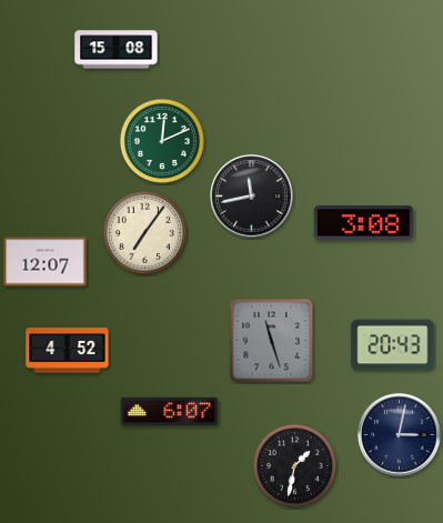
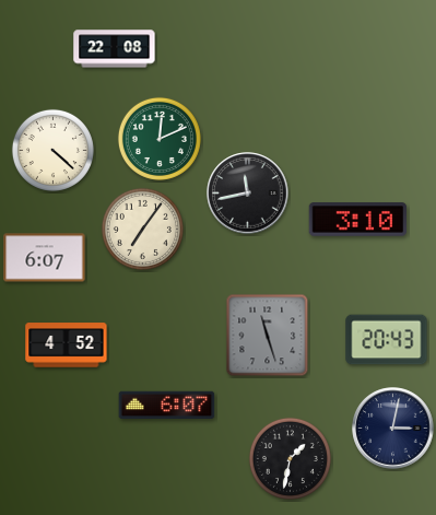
clock at (117, 50): 15:08 -> 22:08
clock at (52, 150): none -> 4:22
clock at (364, 223): 3:08 -> 3:10
clock at (46, 262): 12:07 -> 6:07
